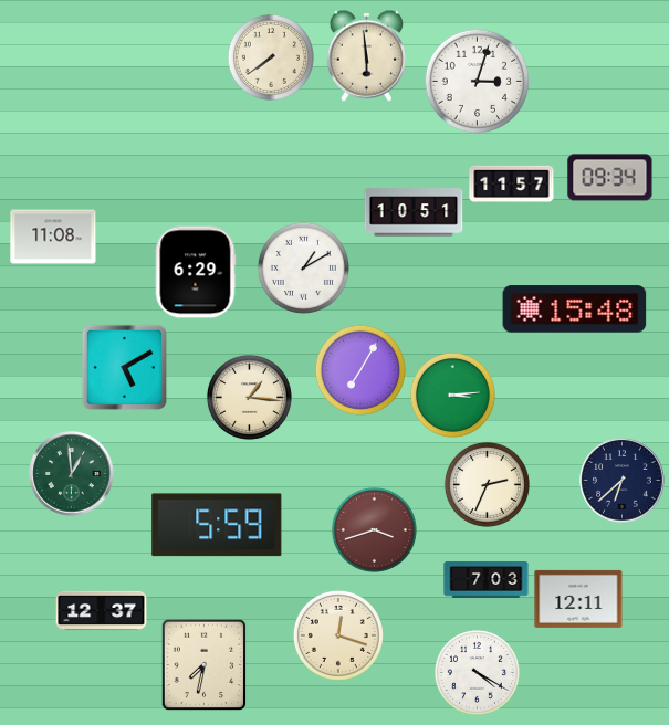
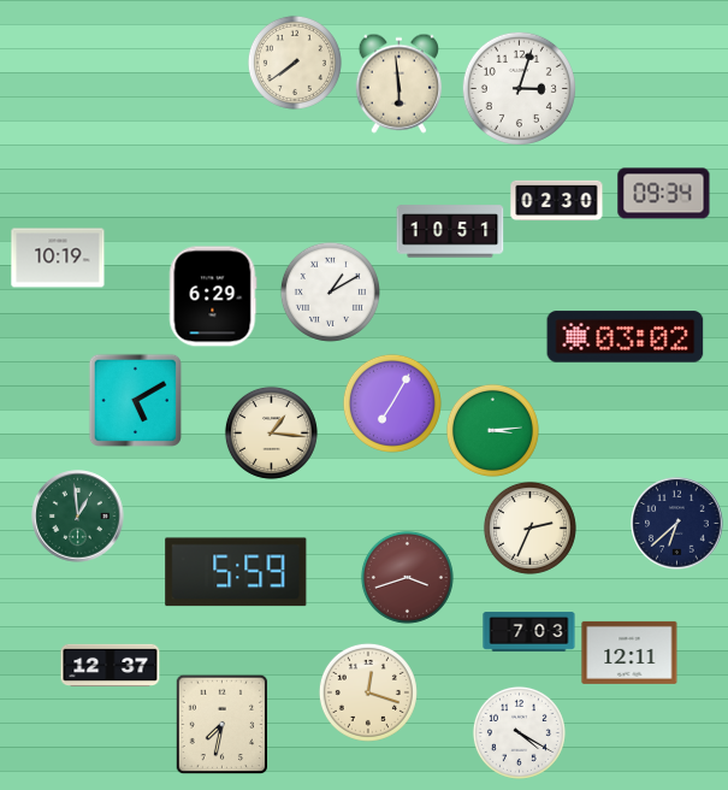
clock at (366, 55) position: (366, 55) -> (398, 83)
clock at (512, 185): 11:57 -> 02:30
clock at (53, 237): 11:08 -> 10:19
clock at (575, 309): 15:48 -> 03:02
